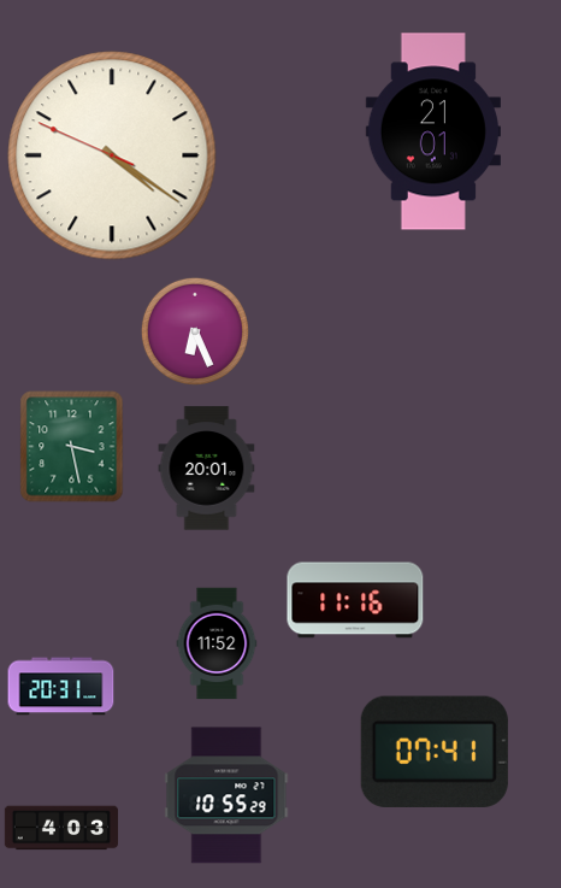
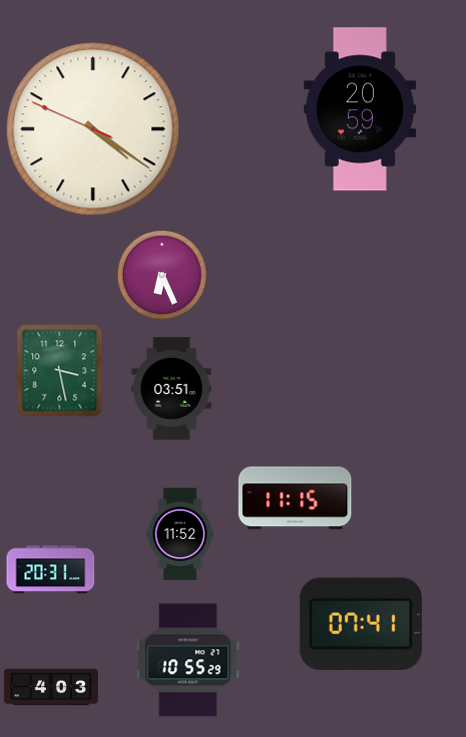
clock at (433, 131): 21:01 -> 20:59
clock at (207, 469): 20:01 -> 03:51
clock at (355, 600): 11:16 -> 11:15
